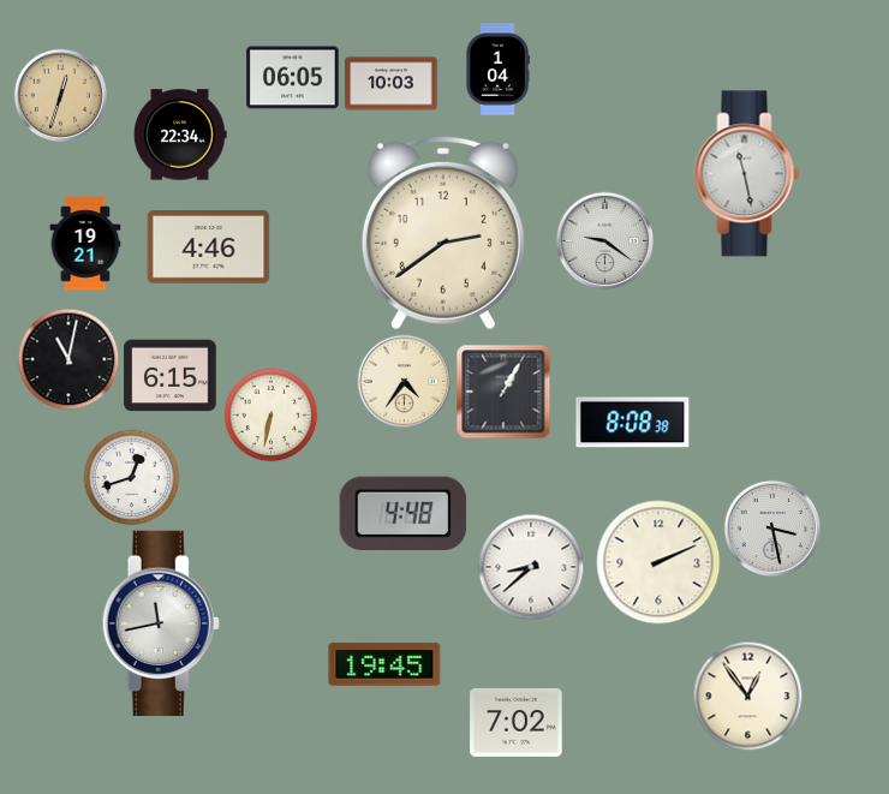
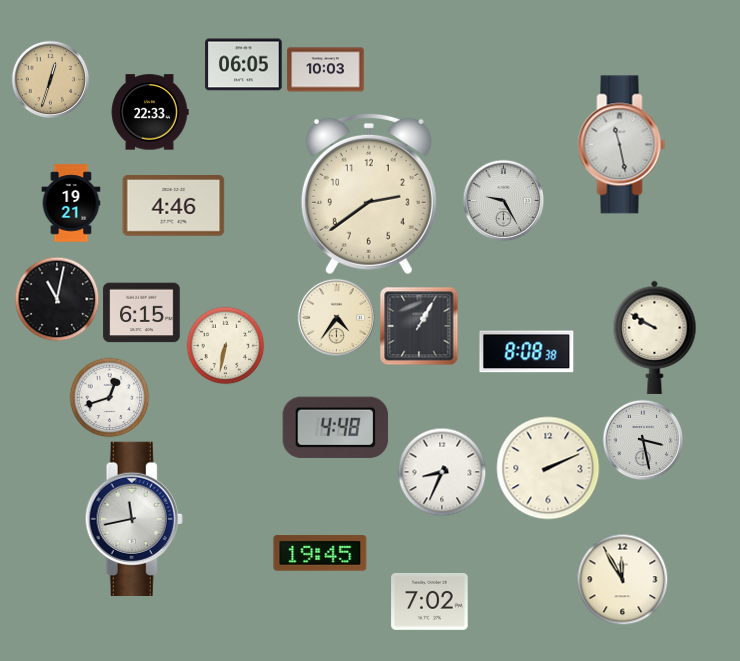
clock at (497, 70): 1:04 -> none
clock at (180, 135): 22:34 -> 22:33
clock at (604, 240): 9:21 -> 9:25
clock at (655, 337): none -> 9:50
clock at (531, 567): 8:38 -> 8:34
clock at (747, 696): 12:54 -> 11:55
